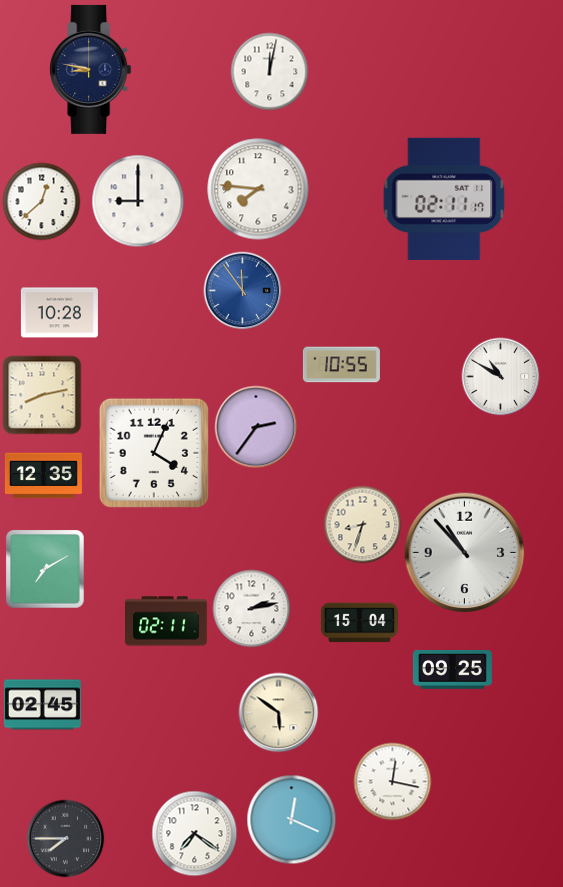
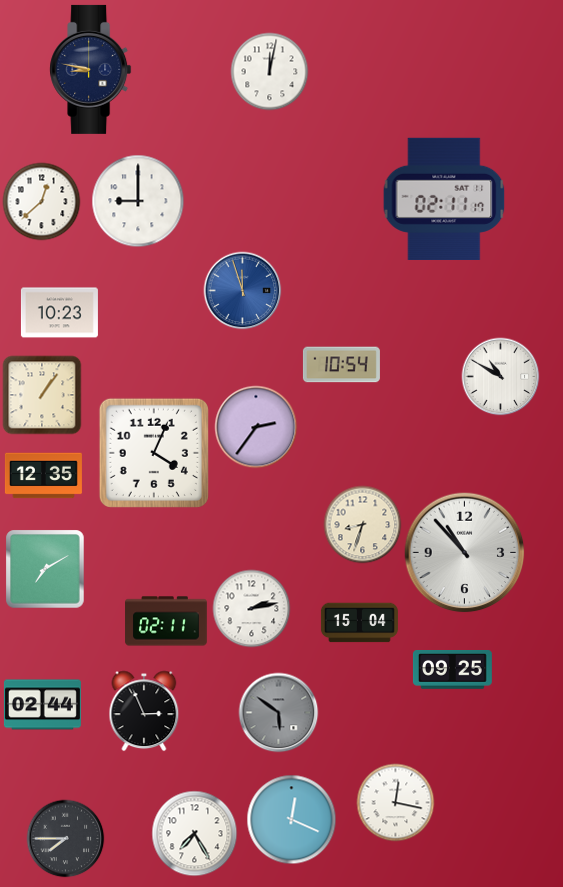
clock at (258, 189): 7:46 -> none
clock at (242, 290): 11:54 -> 11:57
clock at (59, 313): 10:28 -> 10:23
clock at (341, 365): 10:55 -> 10:54
clock at (42, 395): 8:13 -> 1:06
clock at (42, 705): 02:45 -> 02:44
clock at (144, 711): none -> 2:56
clock at (278, 712) dial: cream -> grey
clock at (392, 781) position: (392, 781) -> (395, 802)
clock at (194, 833): 7:21 -> 7:25
